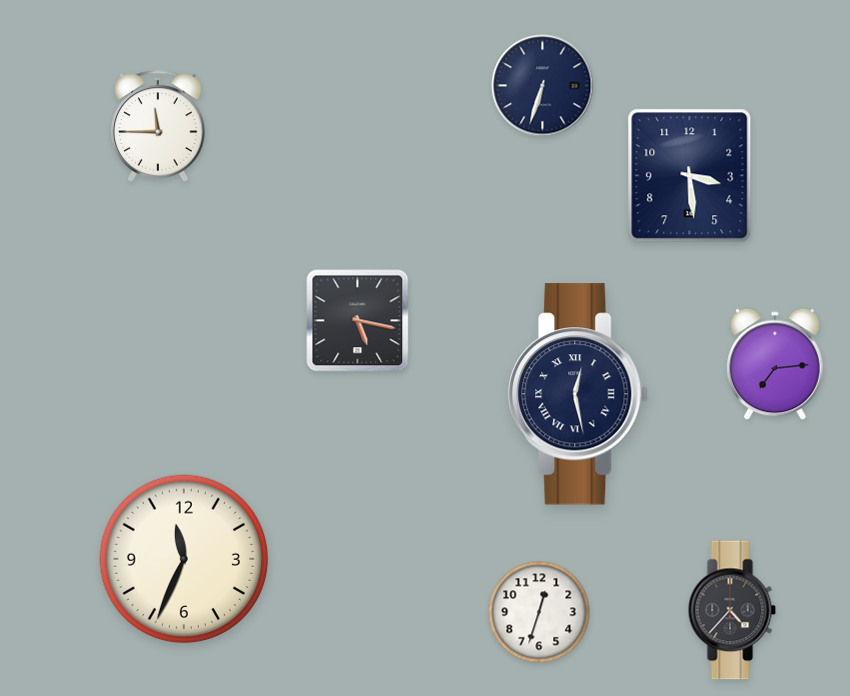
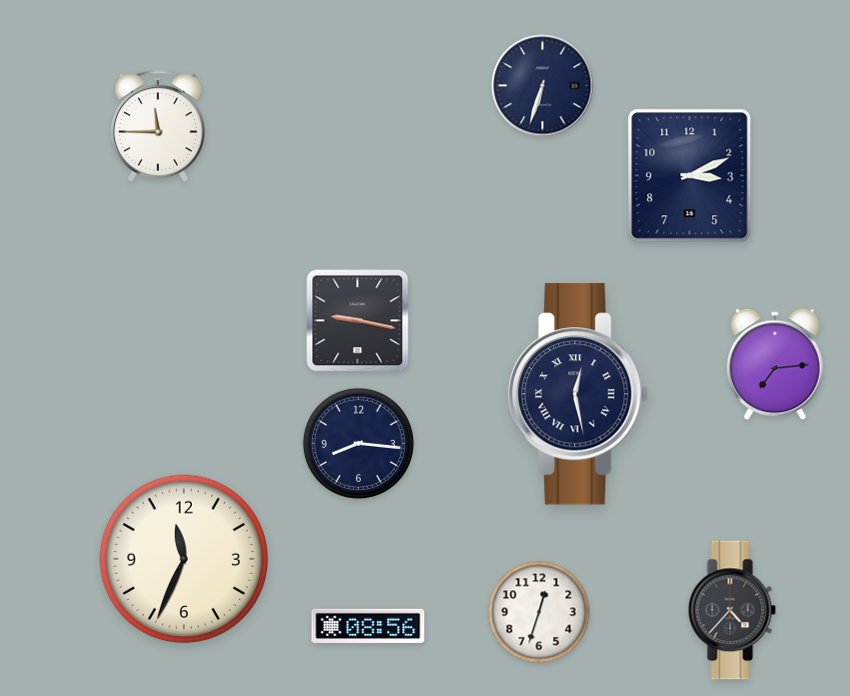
clock at (690, 176): 3:29 -> 3:11
clock at (358, 321): 5:17 -> 9:17
clock at (358, 443): none -> 8:16
clock at (368, 626): none -> 08:56
